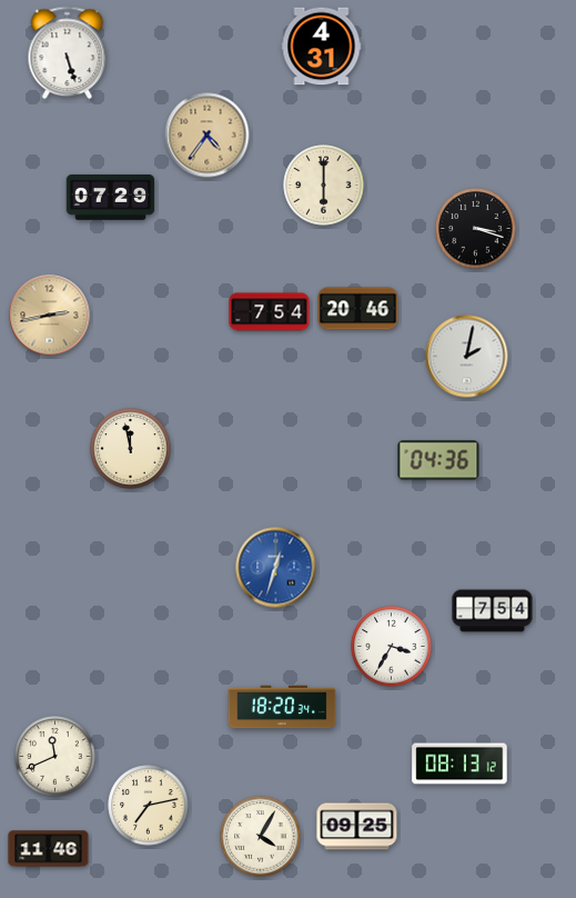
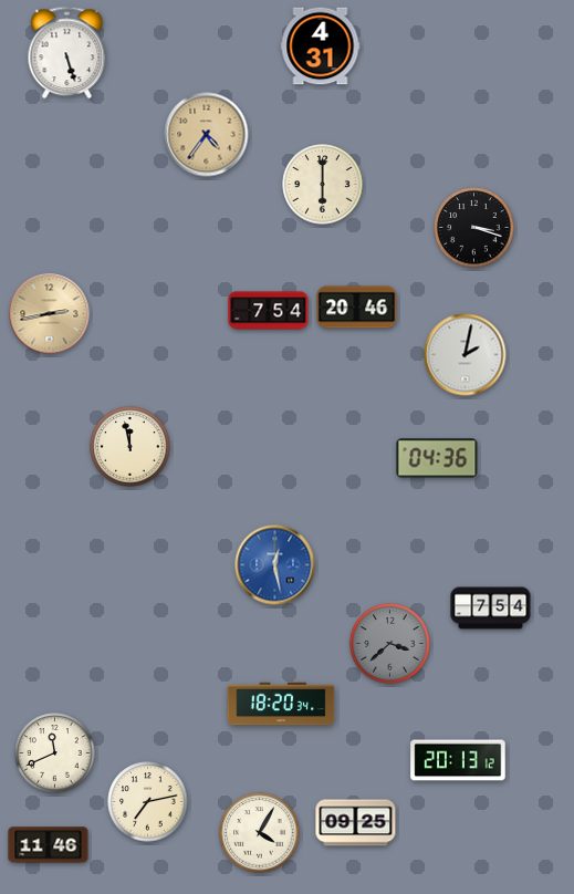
clock at (111, 198): 07:29 -> none
clock at (276, 568): 12:33 -> 12:28
clock at (392, 647): 3:35 -> 3:38
clock at (392, 647) dial: white -> grey
clock at (459, 764): 08:13 -> 20:13
